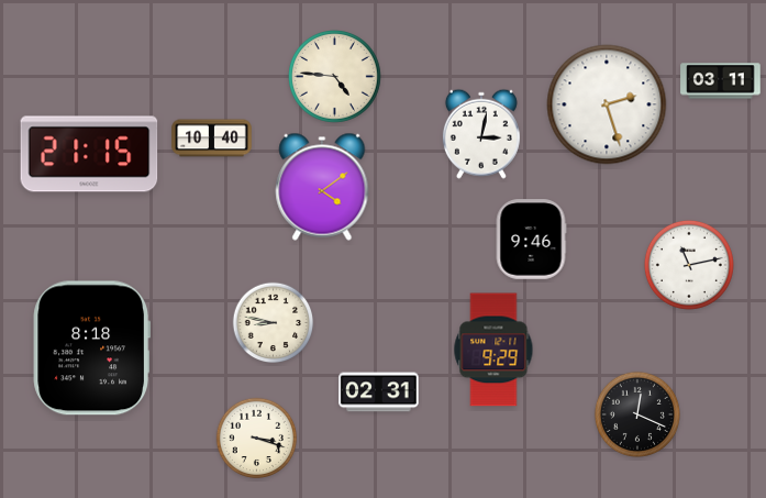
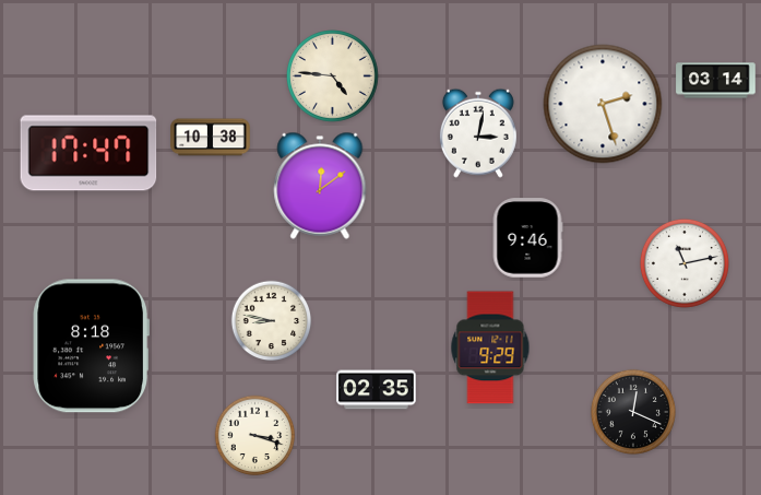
clock at (721, 81): 03:11 -> 03:14
clock at (212, 139): 10:40 -> 10:38
clock at (89, 154): 21:15 -> 17:47
clock at (322, 187): 4:09 -> 12:09
clock at (379, 392): 02:31 -> 02:35
